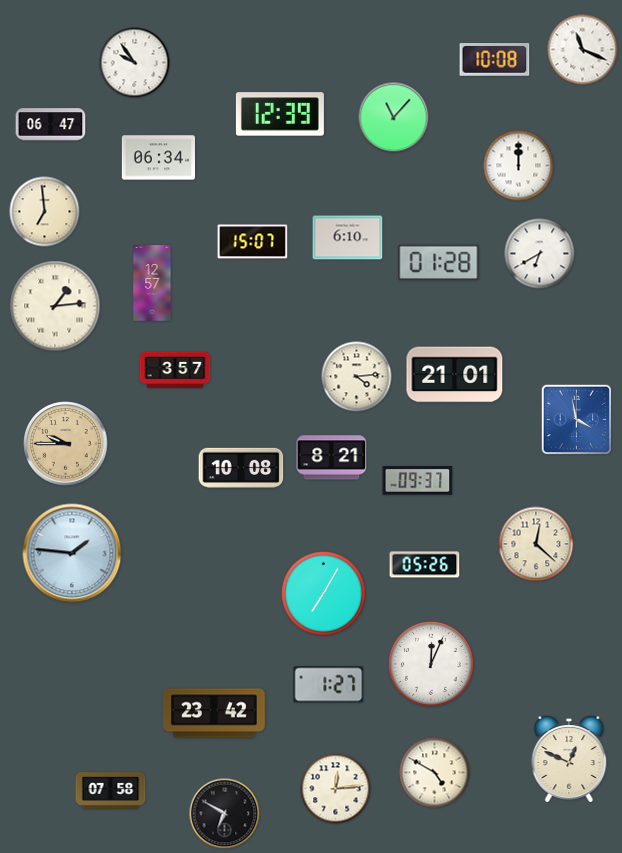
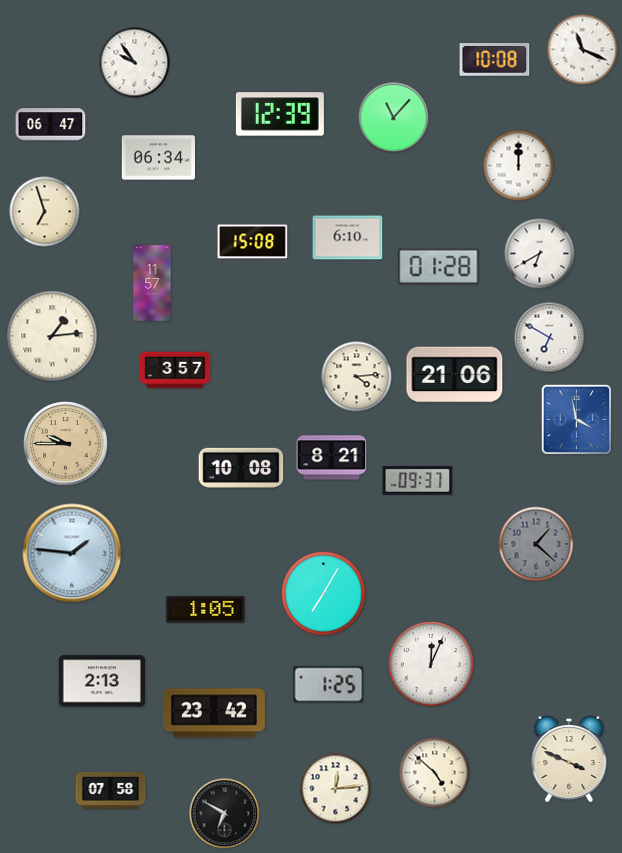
clock at (45, 212): 6:59 -> 6:57
clock at (253, 242): 15:07 -> 15:08
clock at (439, 262) position: (439, 262) -> (439, 266)
clock at (152, 283): 12:57 -> 11:57
clock at (55, 306) position: (55, 306) -> (52, 336)
clock at (550, 338): none -> 6:50
clock at (455, 375): 21:01 -> 21:06
clock at (536, 544): 12:22 -> 1:22
clock at (536, 544) dial: cream -> grey
clock at (425, 565): 05:26 -> none
clock at (206, 610): none -> 1:05
clock at (101, 681): none -> 2:13
clock at (329, 685): 1:27 -> 1:25
clock at (569, 760): 12:49 -> 3:49
clock at (435, 773): 4:50 -> 4:52
